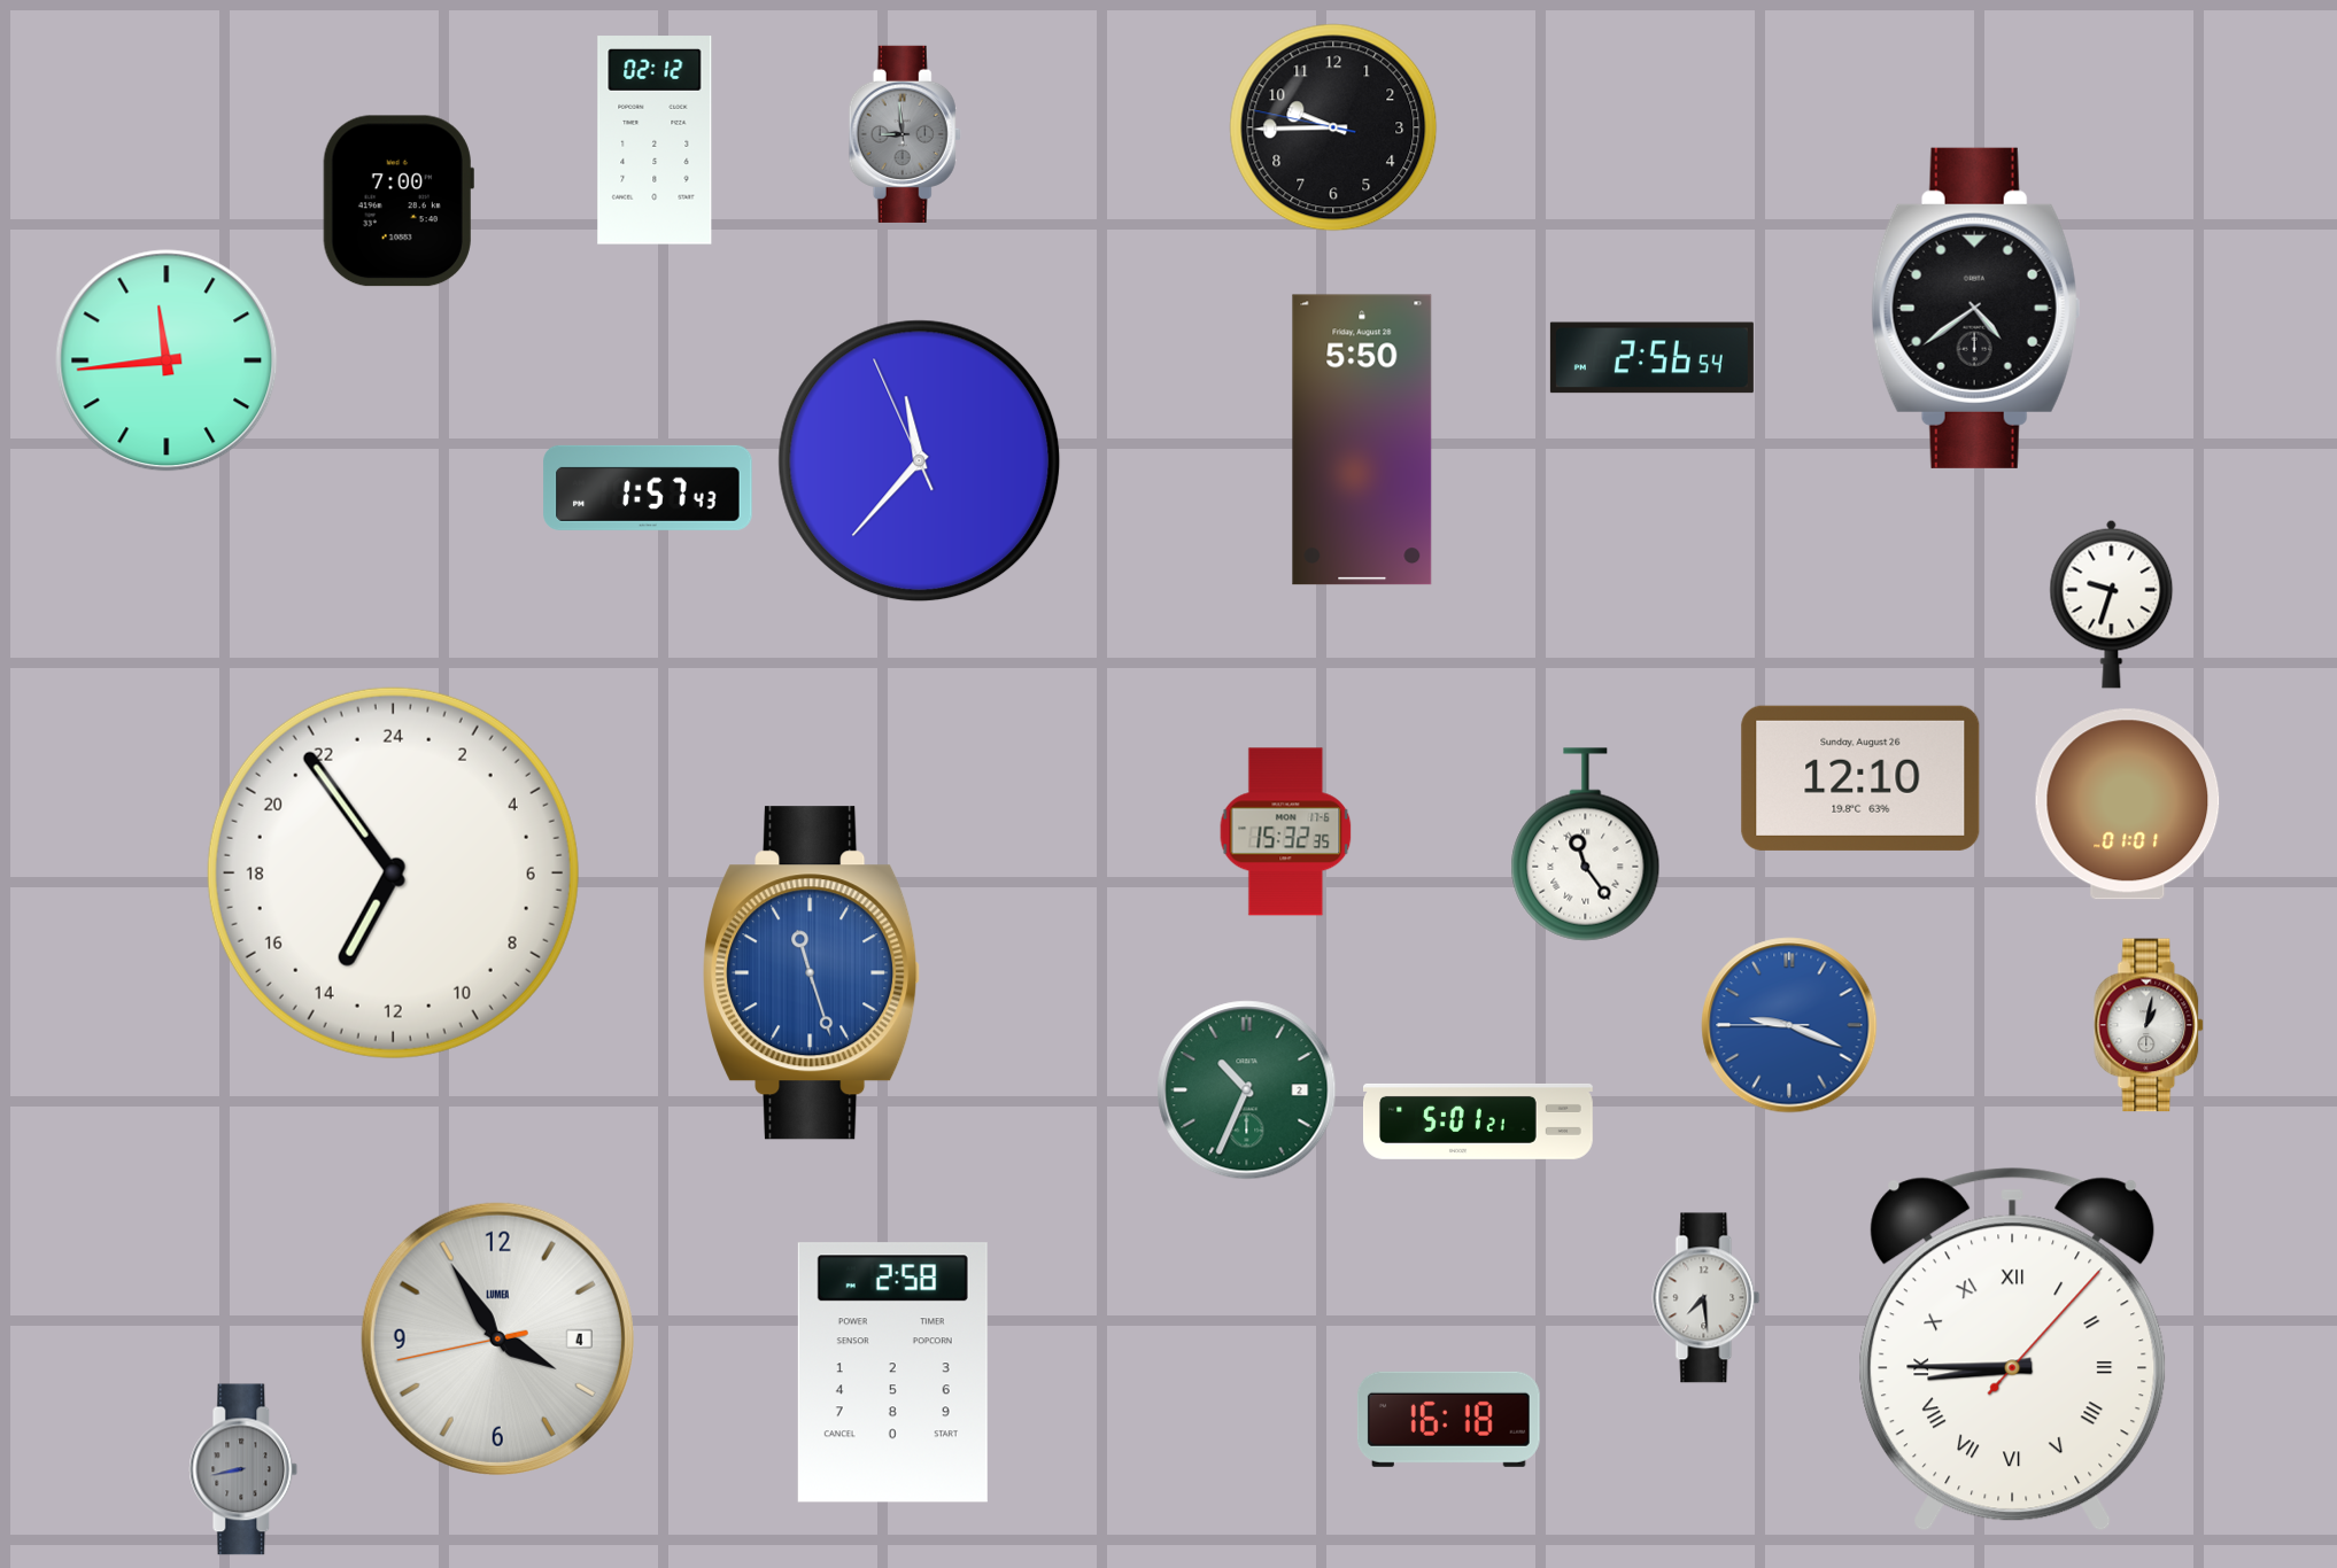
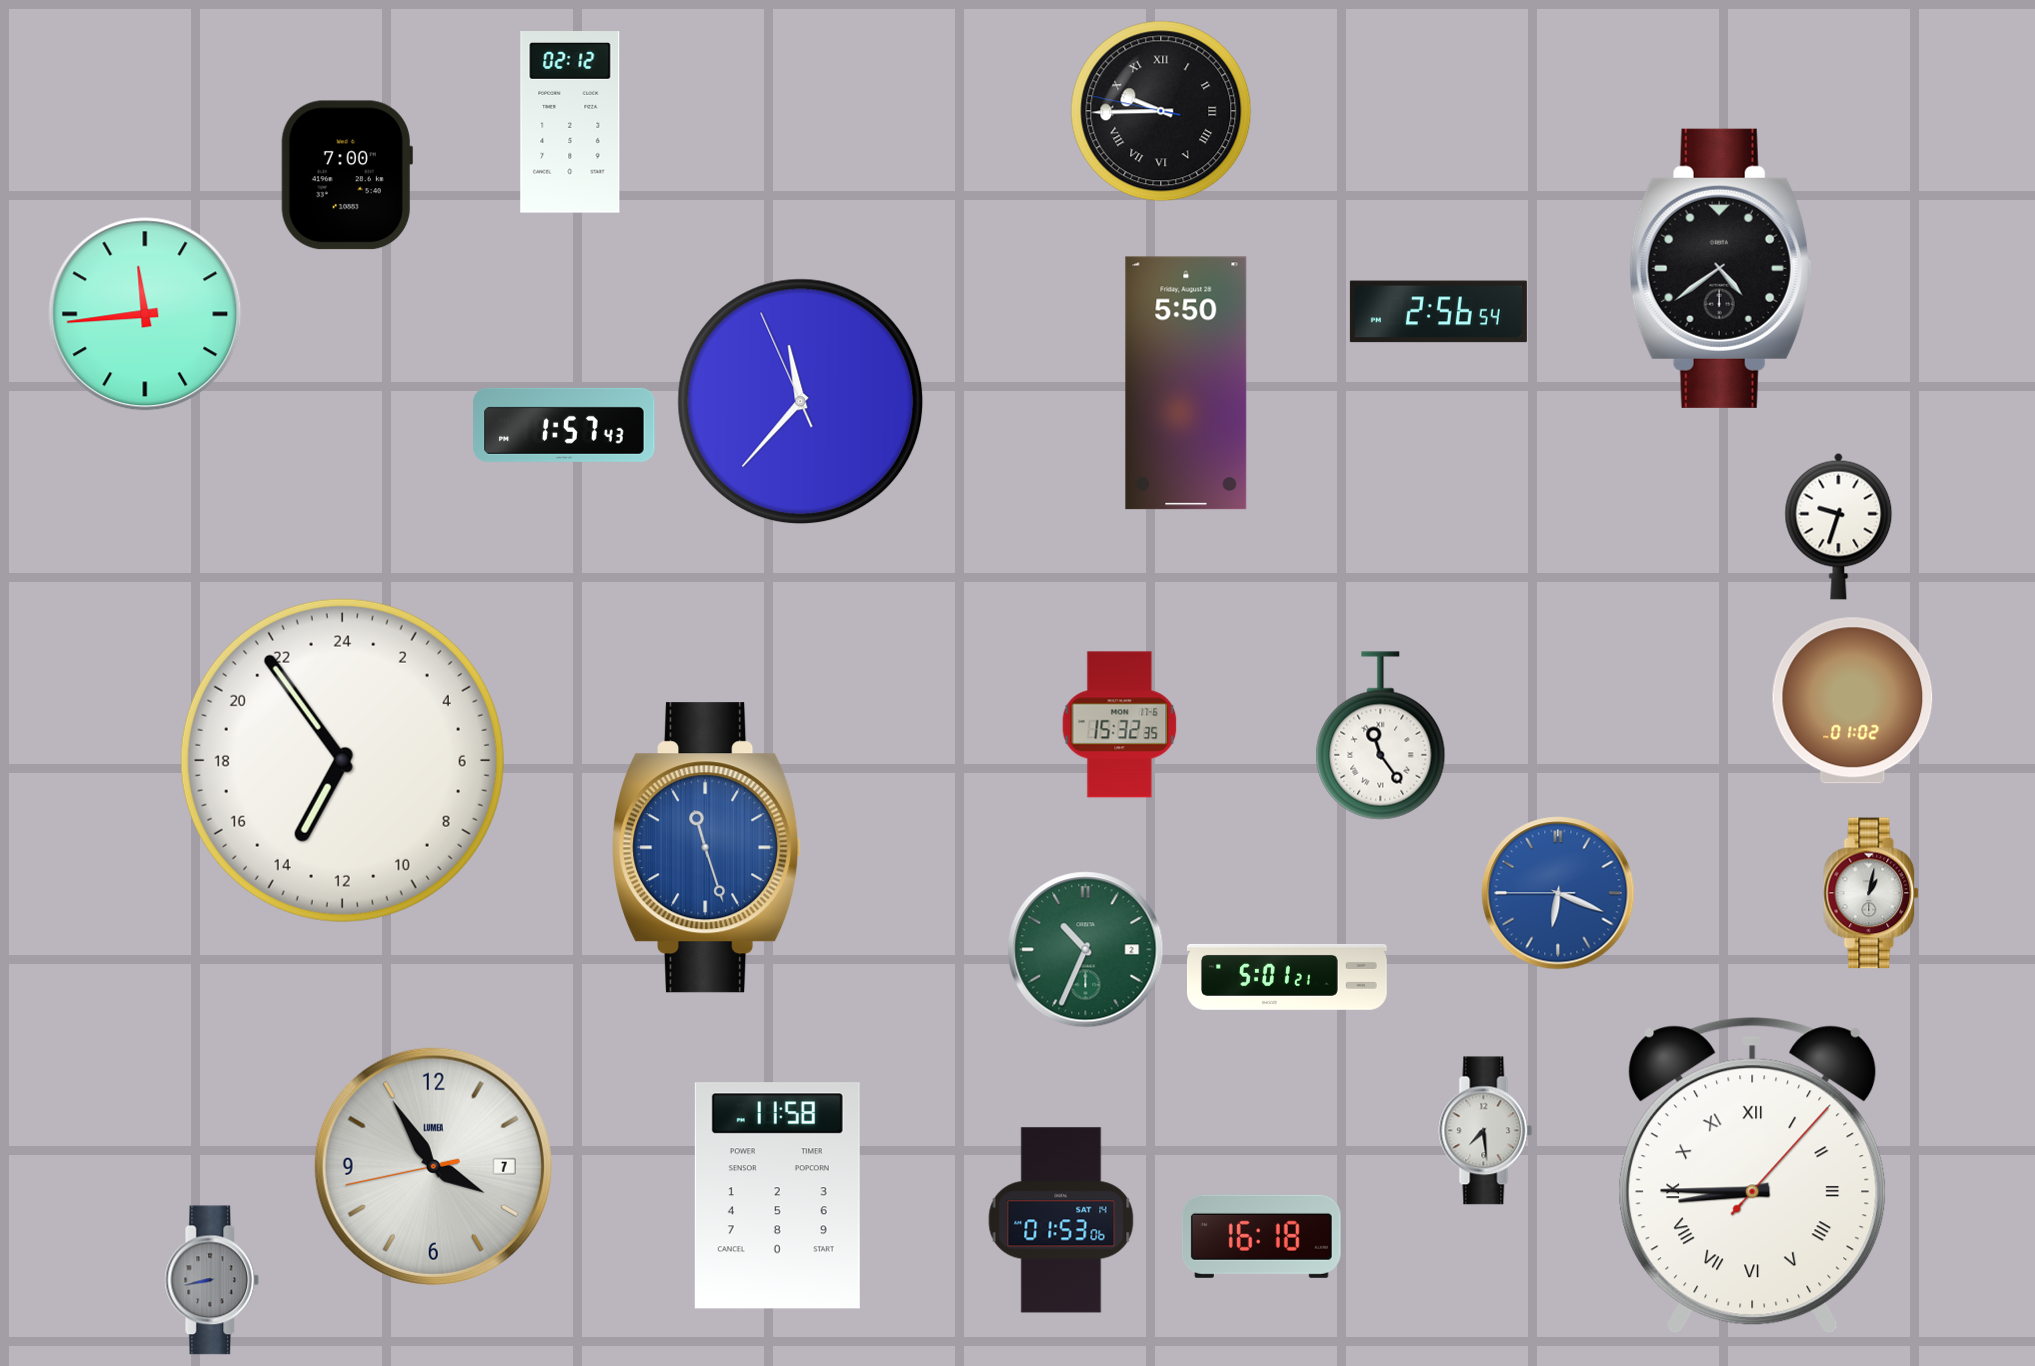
clock at (1333, 127) numerals: Arabic -> Roman
clock at (905, 134): 8:59 -> none
clock at (1860, 778): 12:10 -> none
clock at (2128, 805): 01:01 -> 01:02
clock at (1789, 1025): 9:18 -> 6:18
clock at (497, 1338) date: 4 -> 7
clock at (892, 1373): 2:58 -> 11:58
clock at (1061, 1220): none -> 01:53
